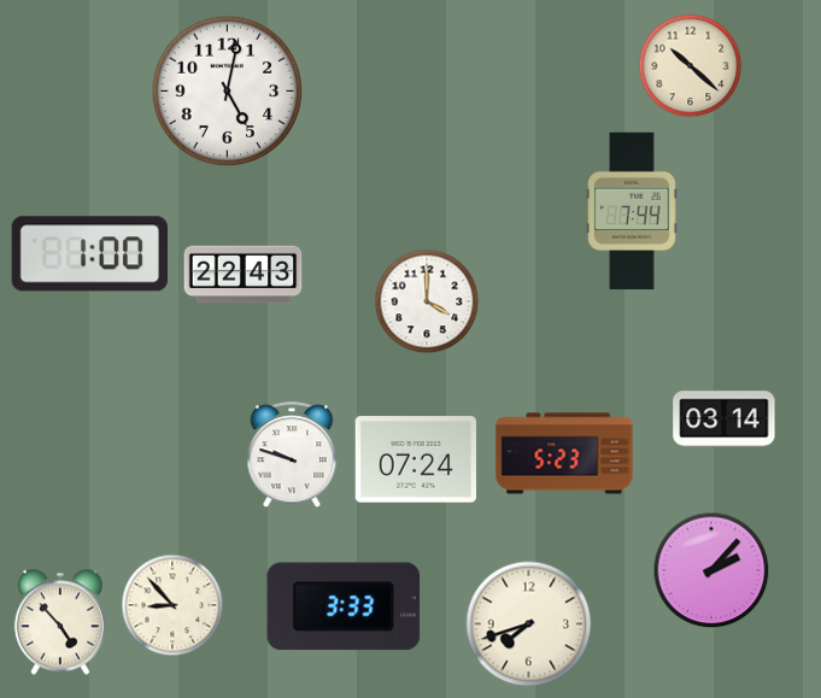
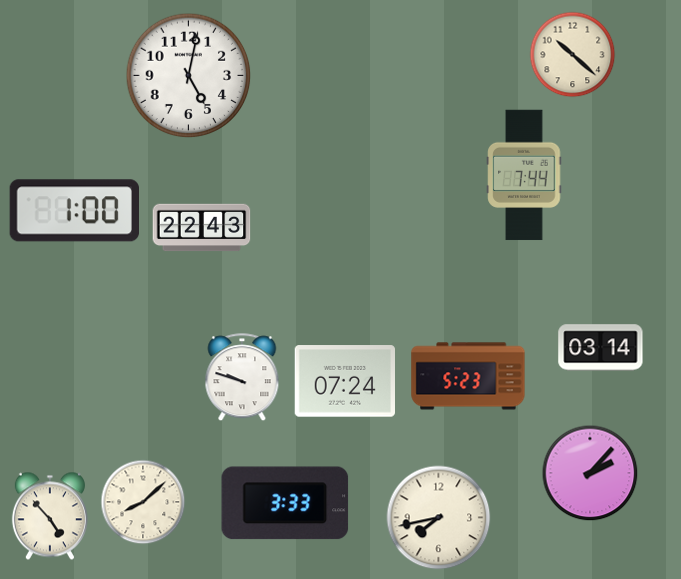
clock at (427, 301): 4:00 -> none
clock at (172, 605): 8:53 -> 8:08
clock at (529, 624): 7:42 -> 7:43
